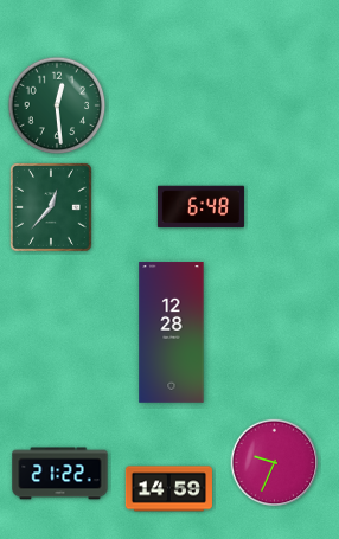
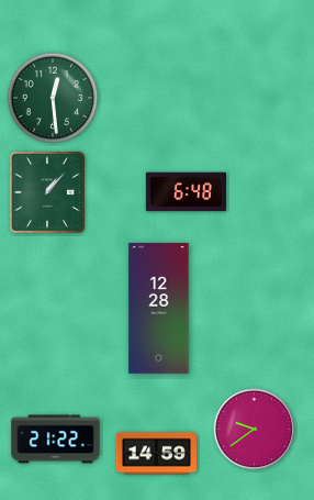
clock at (52, 208): 12:37 -> 1:07
clock at (275, 463): 9:34 -> 9:39
